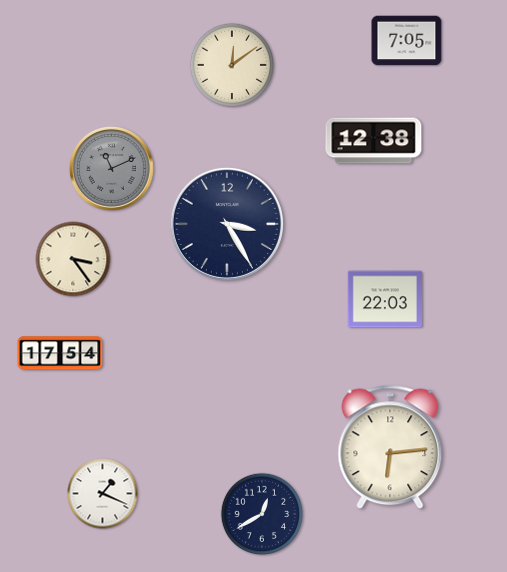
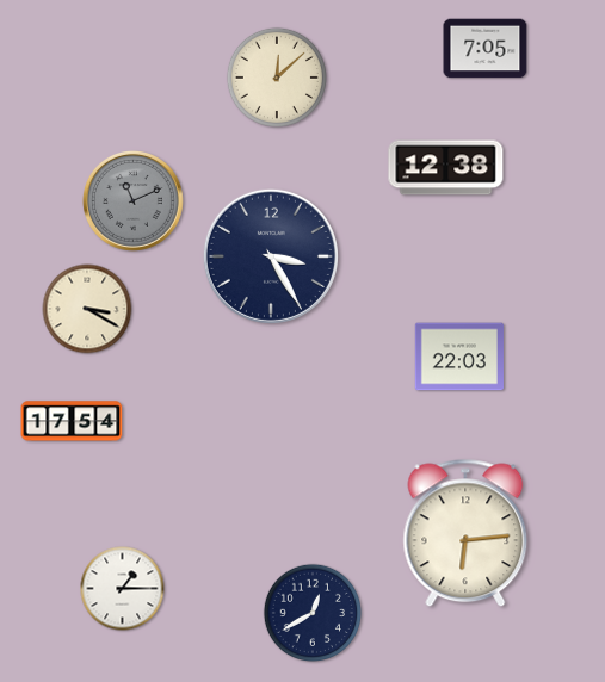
clock at (232, 65): 12:09 -> 12:08
clock at (227, 224) position: (227, 224) -> (271, 256)
clock at (73, 259): 3:24 -> 3:20
clock at (103, 494): 1:19 -> 1:15
